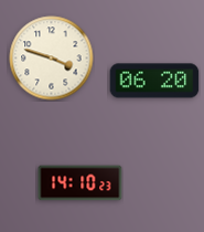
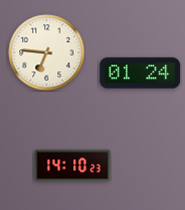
clock at (52, 59): 3:48 -> 6:46
clock at (154, 81): 06:20 -> 01:24
